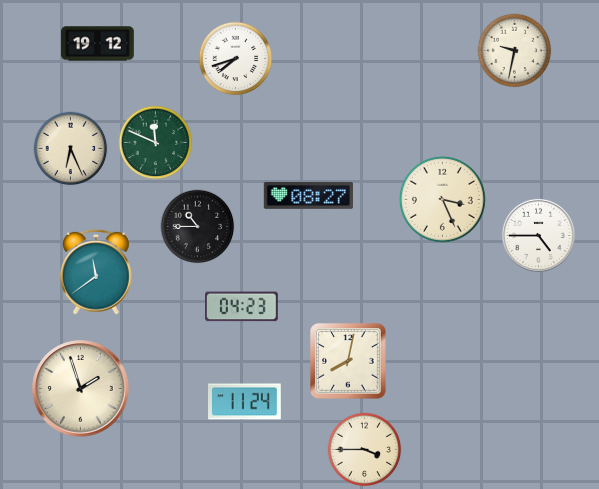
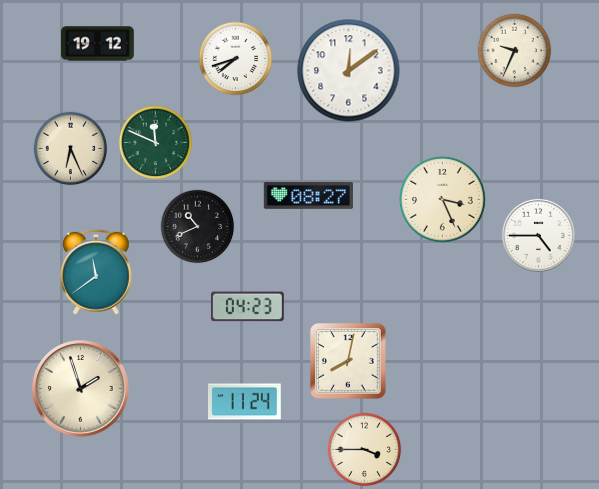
clock at (515, 51): 9:32 -> 9:34
clock at (349, 71): none -> 12:09
clock at (198, 227): 10:45 -> 10:41
clock at (242, 307) position: (242, 307) -> (248, 307)
